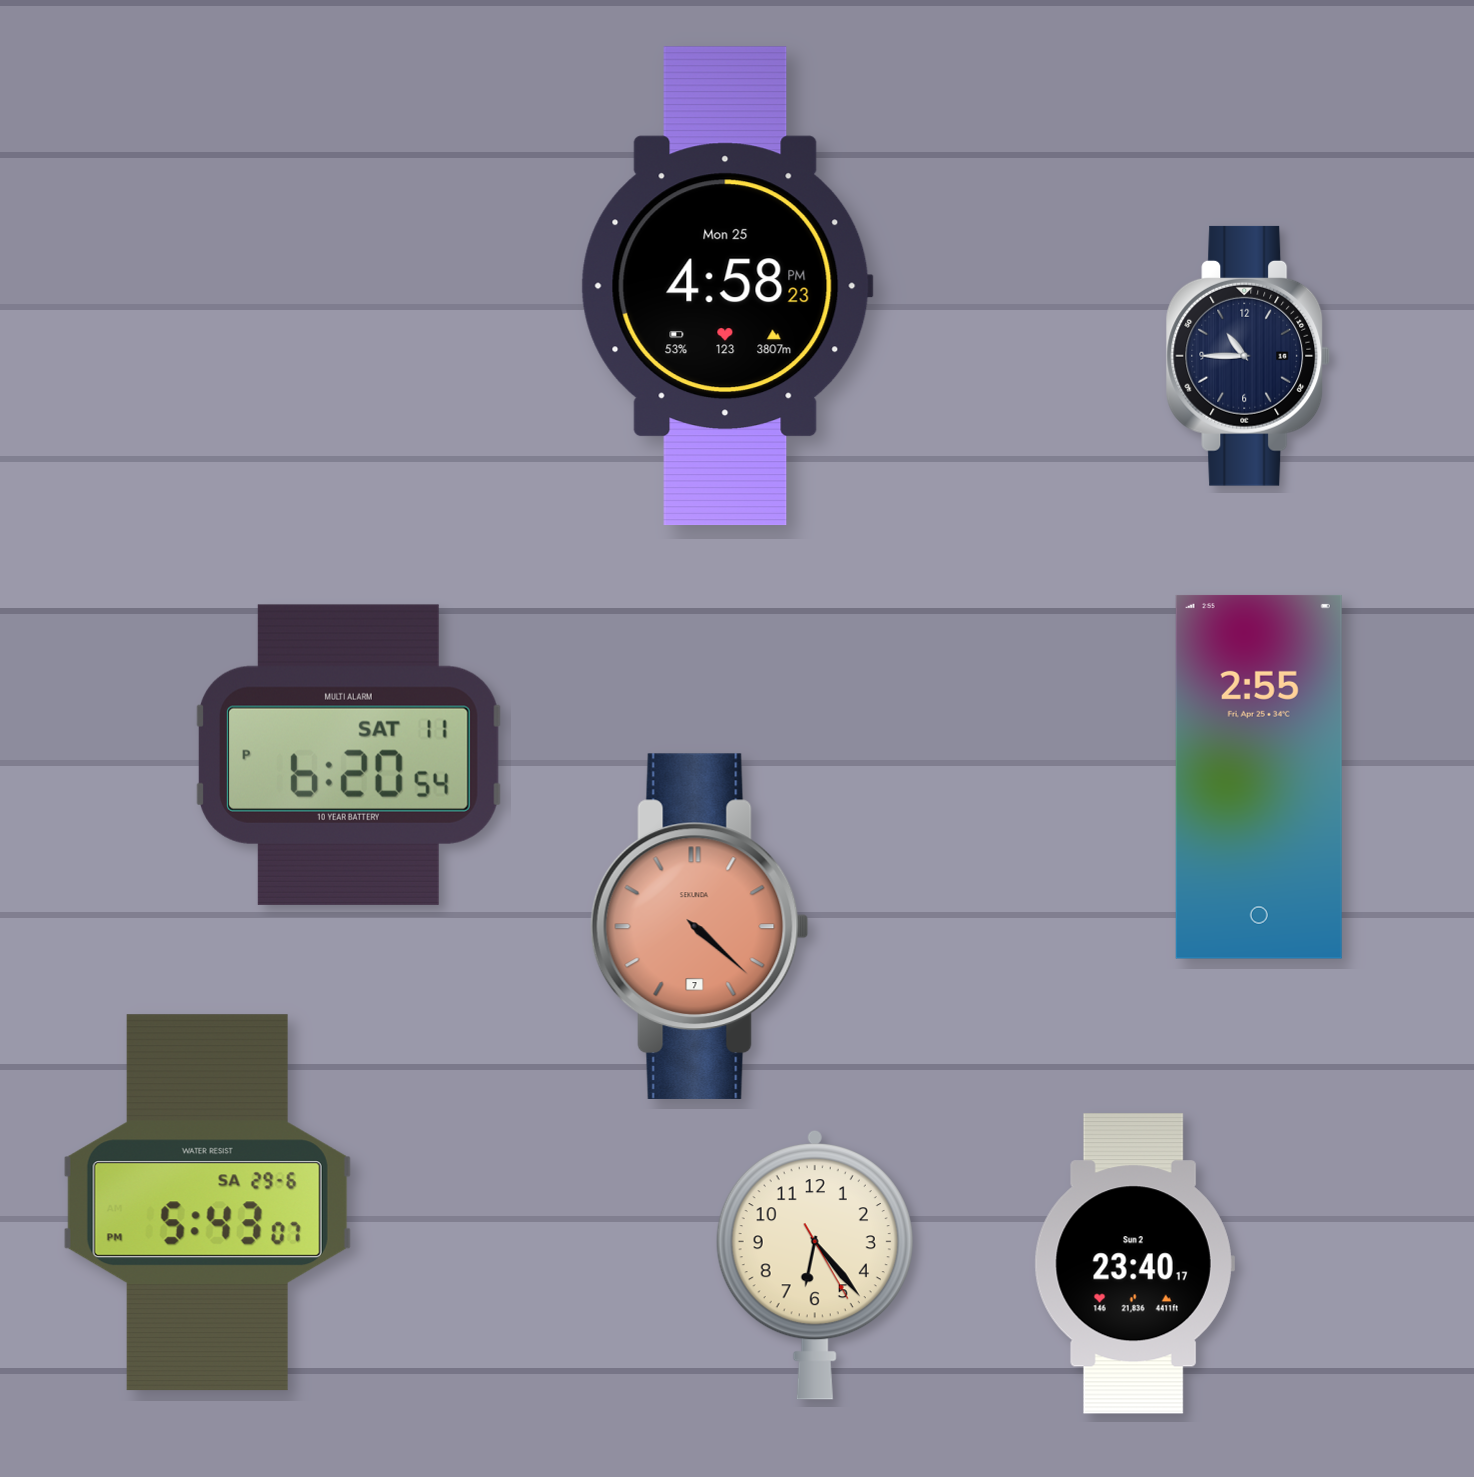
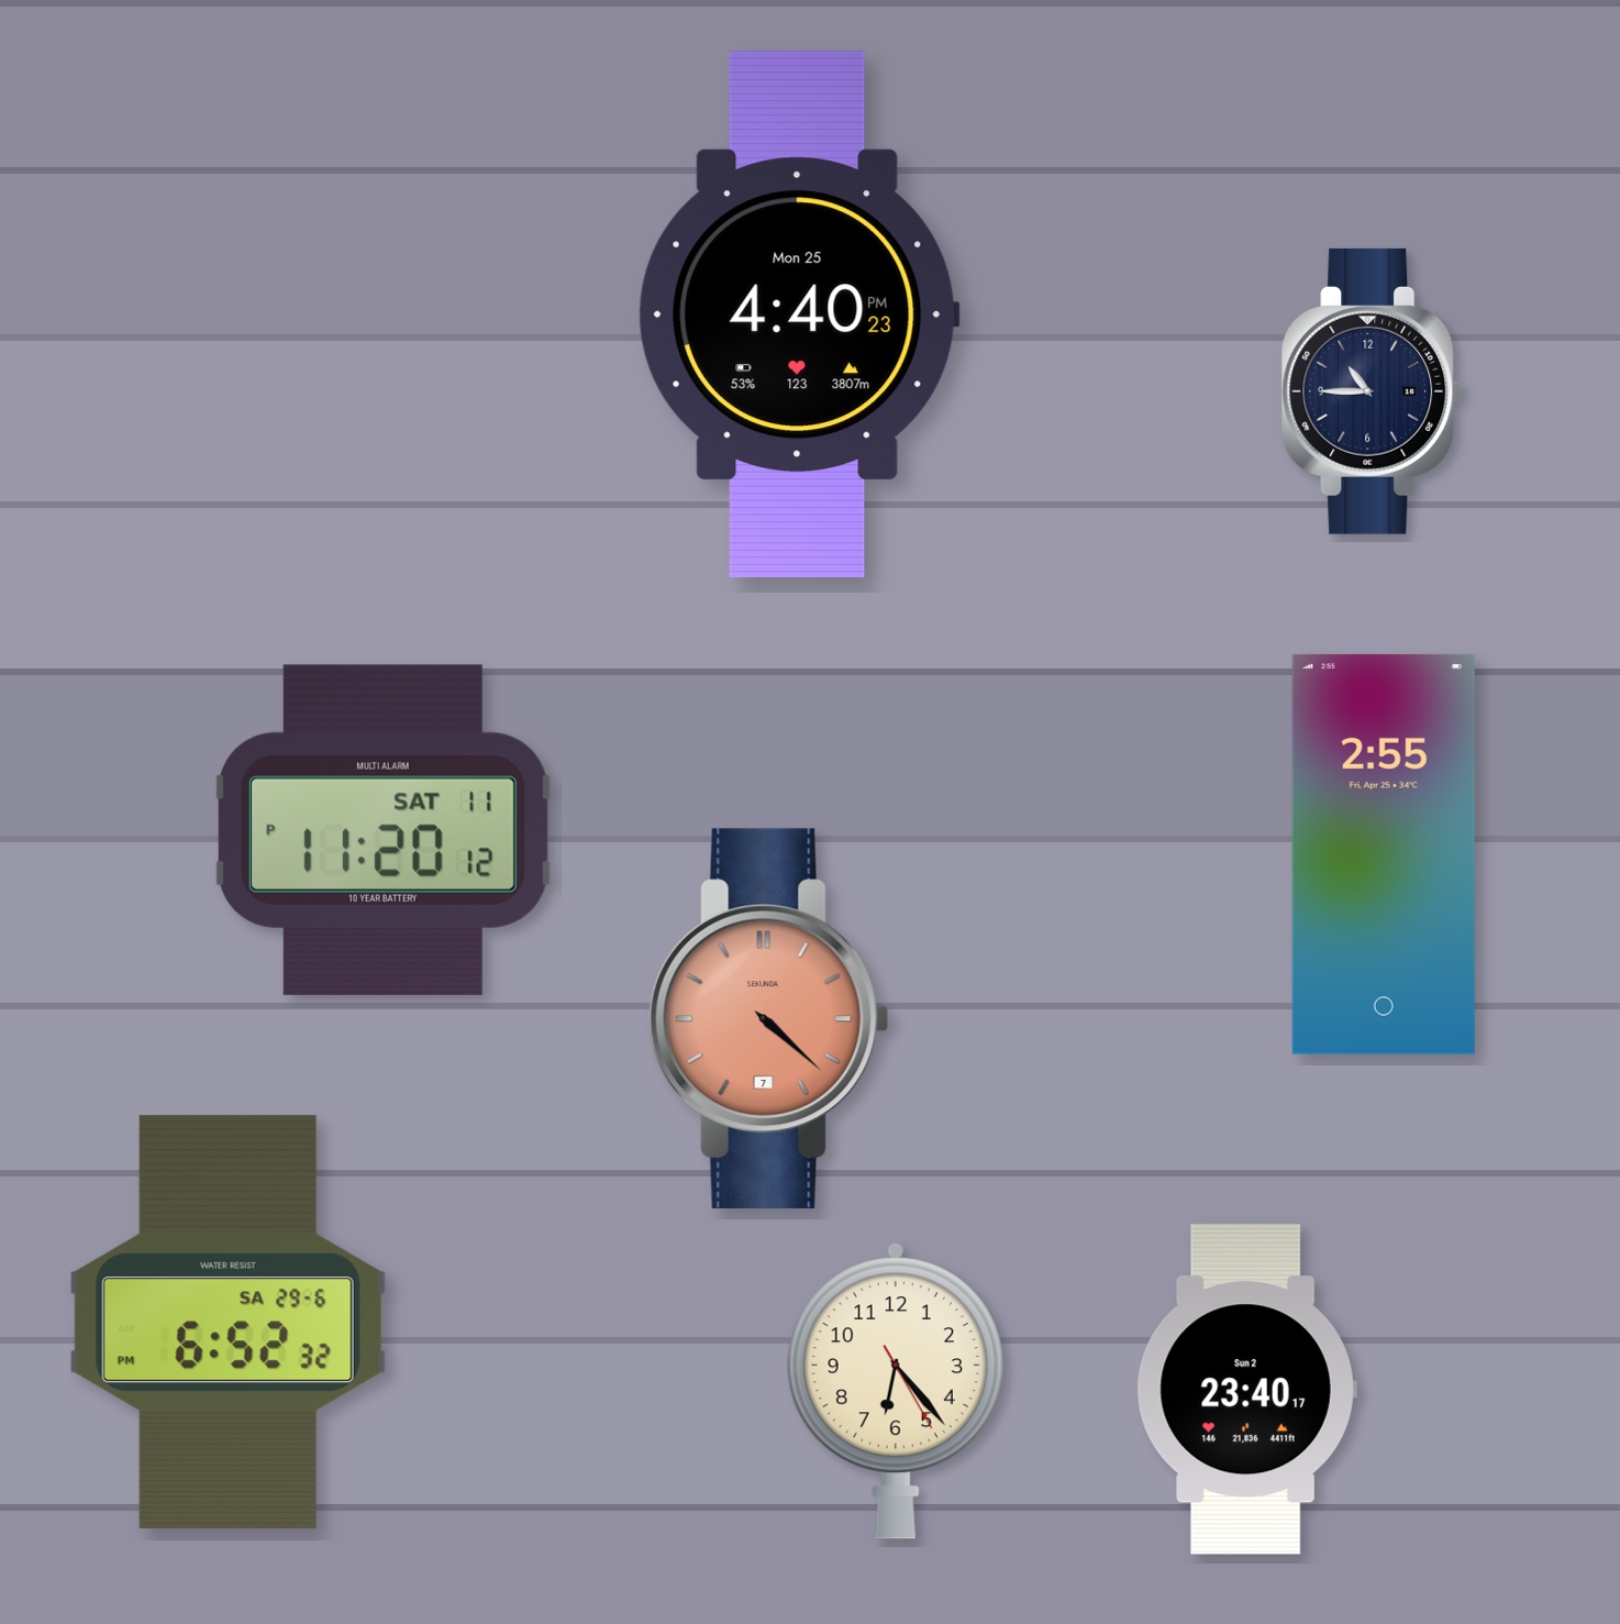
clock at (727, 286): 4:58 -> 4:40
clock at (349, 755): 6:20 -> 11:20
clock at (207, 1203): 5:43 -> 6:52
